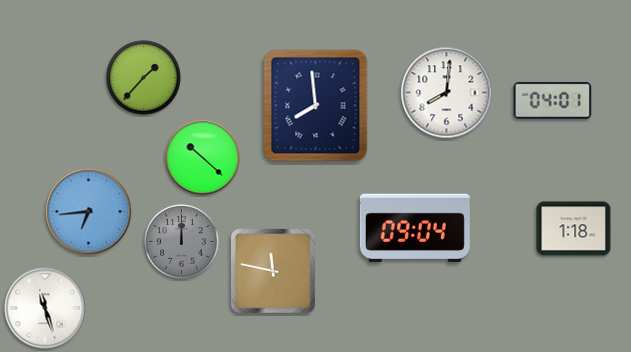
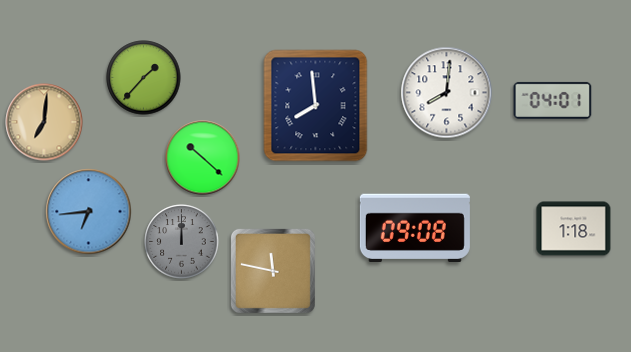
clock at (44, 122): none -> 7:01
clock at (415, 227): 09:04 -> 09:08
clock at (45, 308): 11:27 -> none
